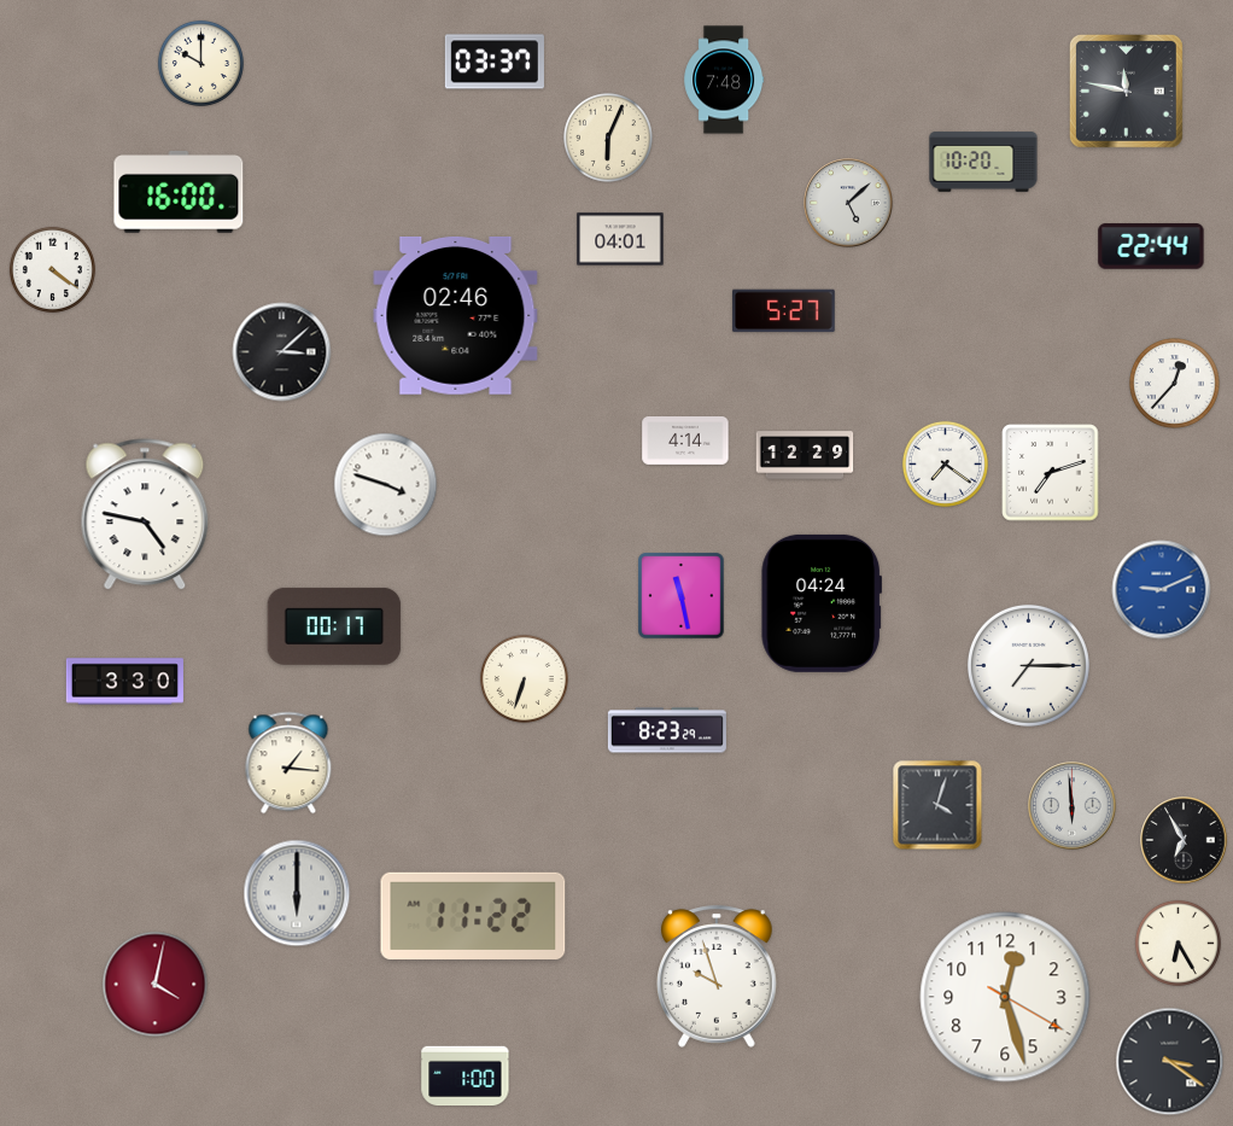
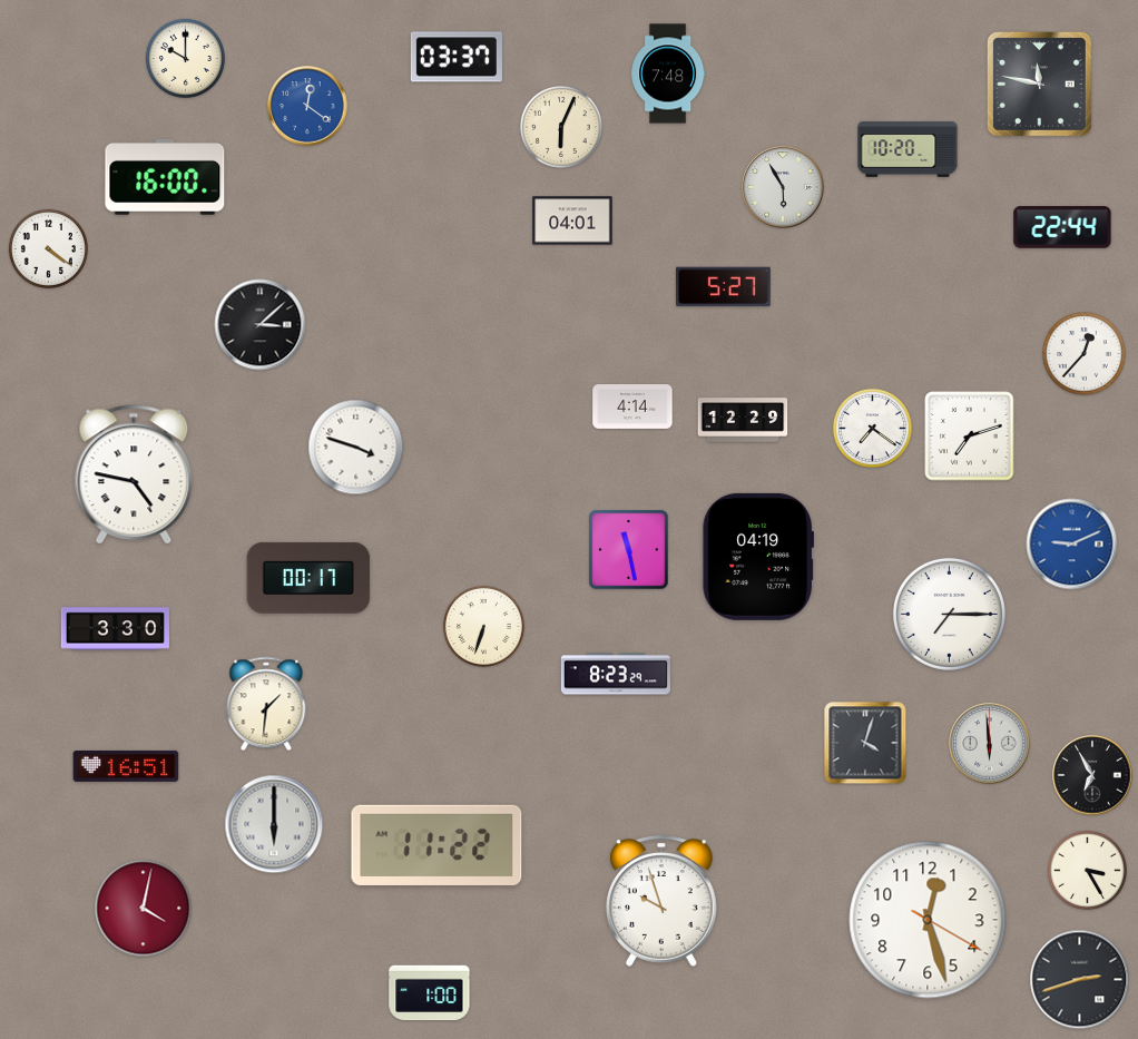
clock at (307, 106): none -> 12:21
clock at (848, 203): 5:08 -> 5:55
clock at (456, 316): 02:46 -> none
clock at (820, 603): 04:24 -> 04:19
clock at (288, 763): 1:16 -> 1:31
clock at (126, 766): none -> 16:51
clock at (1178, 943): 6:25 -> 3:25
clock at (1170, 1062): 3:21 -> 2:42
